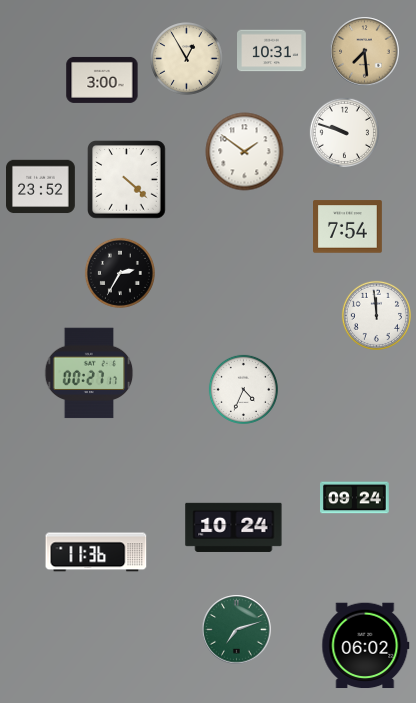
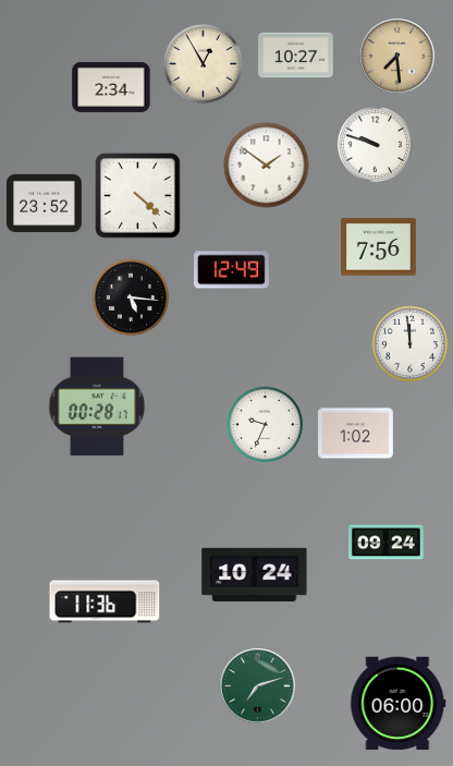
clock at (272, 51): 10:31 -> 10:27
clock at (102, 80): 3:00 -> 2:34
clock at (348, 227): 7:54 -> 7:56
clock at (232, 270): none -> 12:49
clock at (120, 273): 2:35 -> 5:16
clock at (89, 373): 00:27 -> 00:28
clock at (243, 389): 4:34 -> 9:34
clock at (356, 434): none -> 1:02
clock at (366, 646): 06:02 -> 06:00
